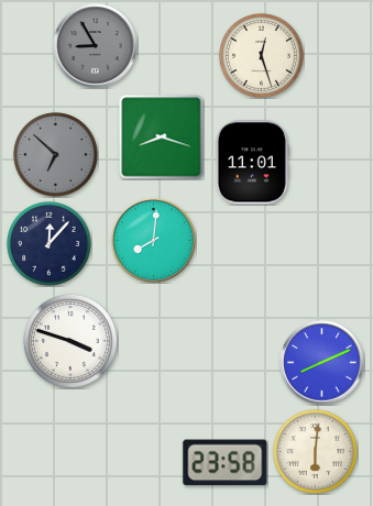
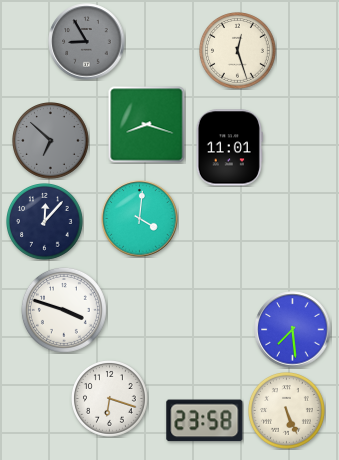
clock at (154, 241): 8:01 -> 4:01
clock at (322, 363): 8:11 -> 7:29
clock at (110, 399): none -> 6:18
clock at (316, 452): 6:01 -> 5:26
